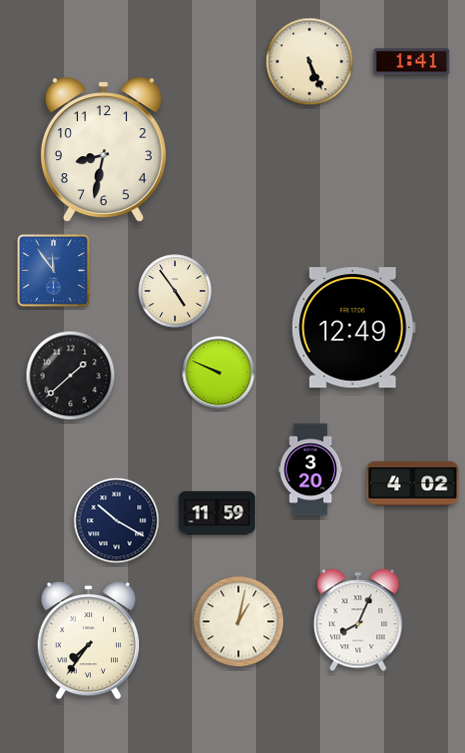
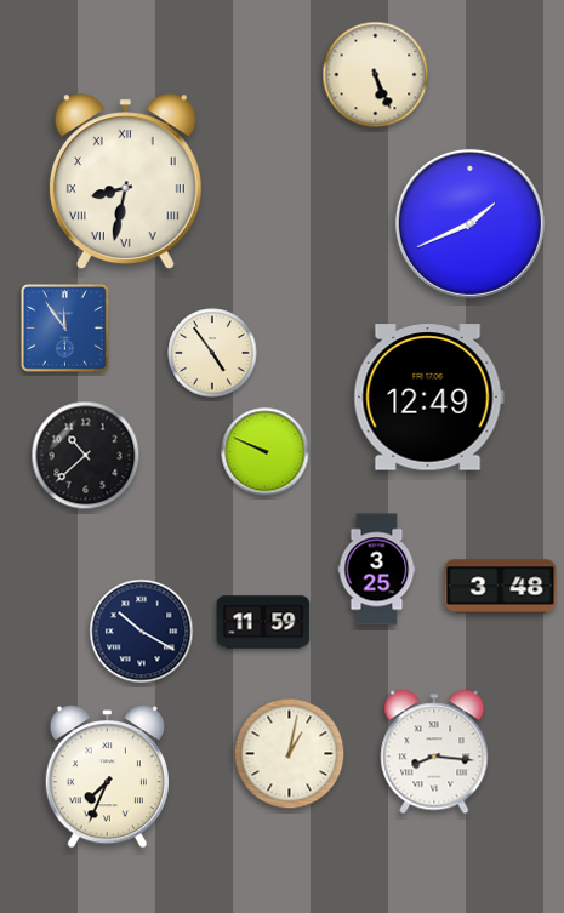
clock at (412, 62): 1:41 -> none
clock at (103, 149) numerals: Arabic -> Roman
clock at (469, 223): none -> 1:41
clock at (71, 376): 1:38 -> 10:38
clock at (311, 470): 3:20 -> 3:25
clock at (413, 484): 4:02 -> 3:48
clock at (358, 620): 8:04 -> 8:16
clock at (88, 641): 7:36 -> 7:34
